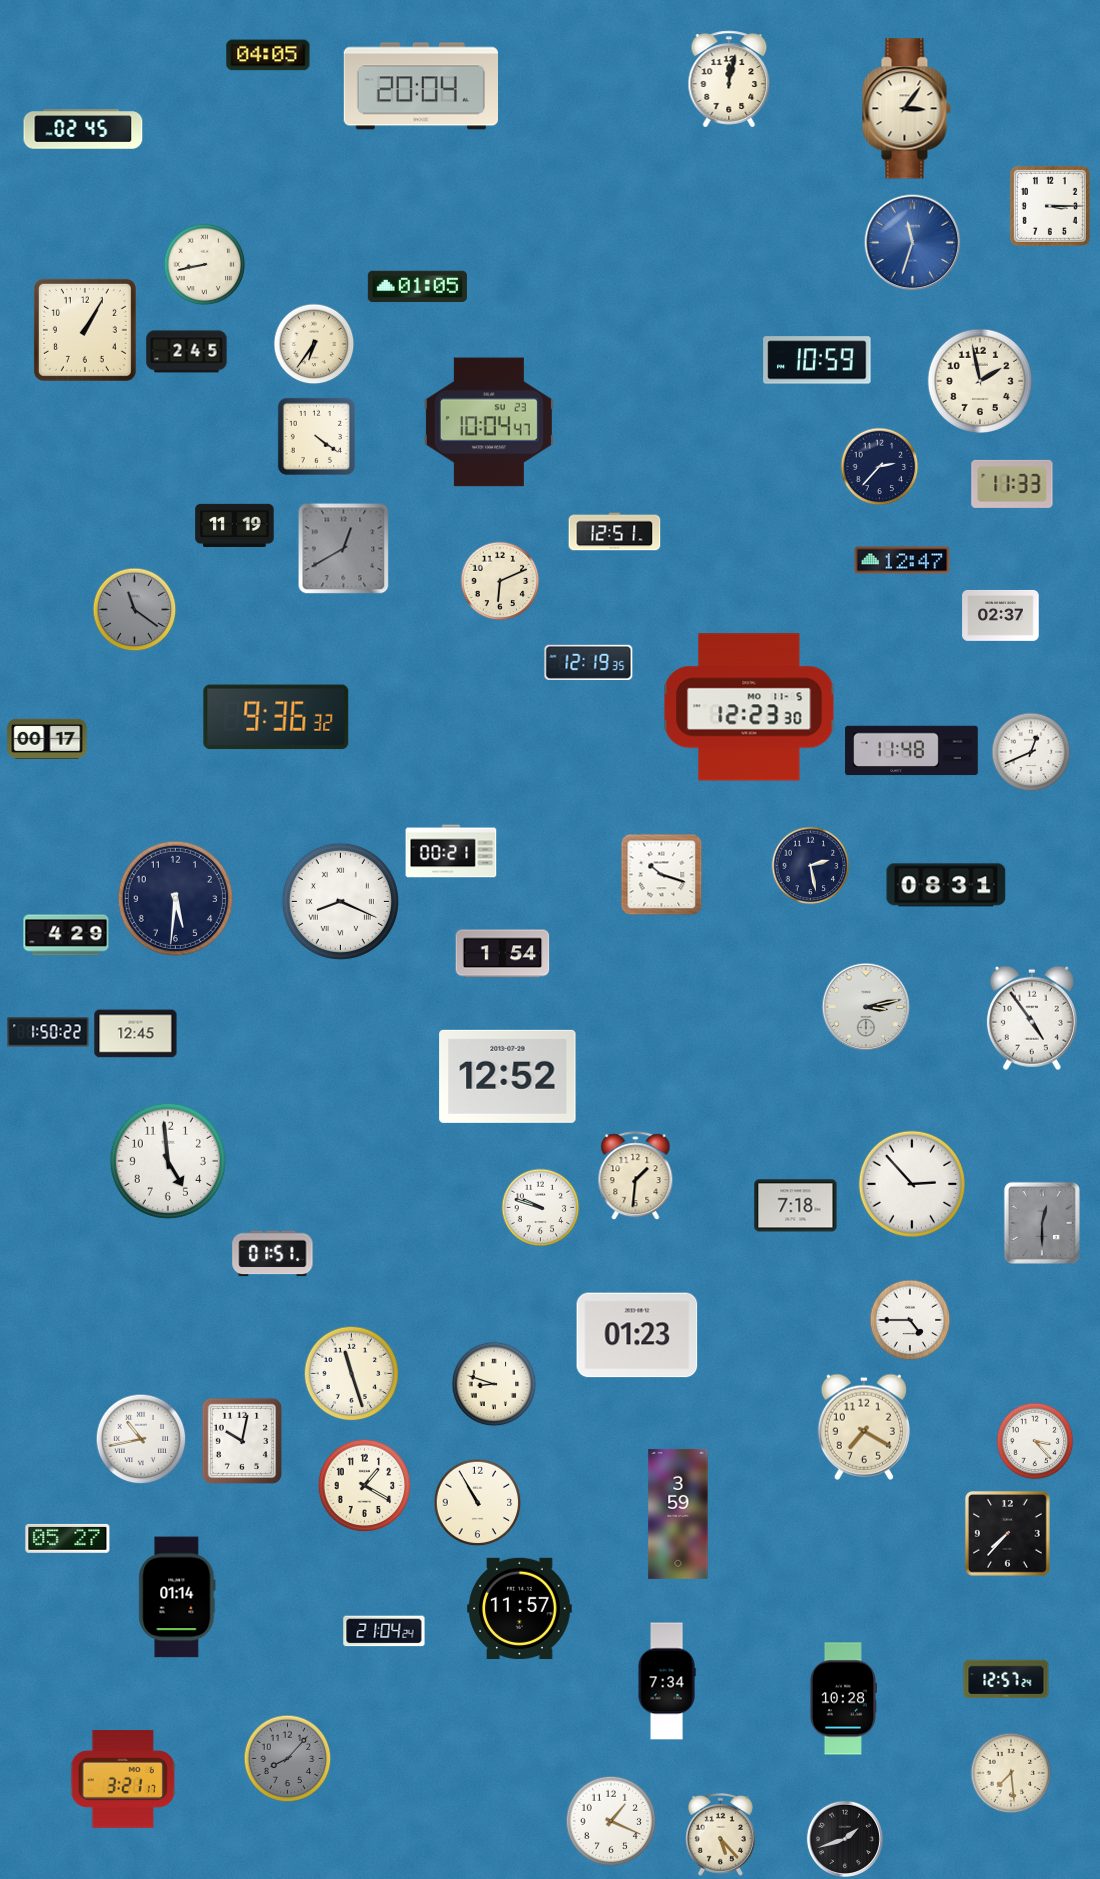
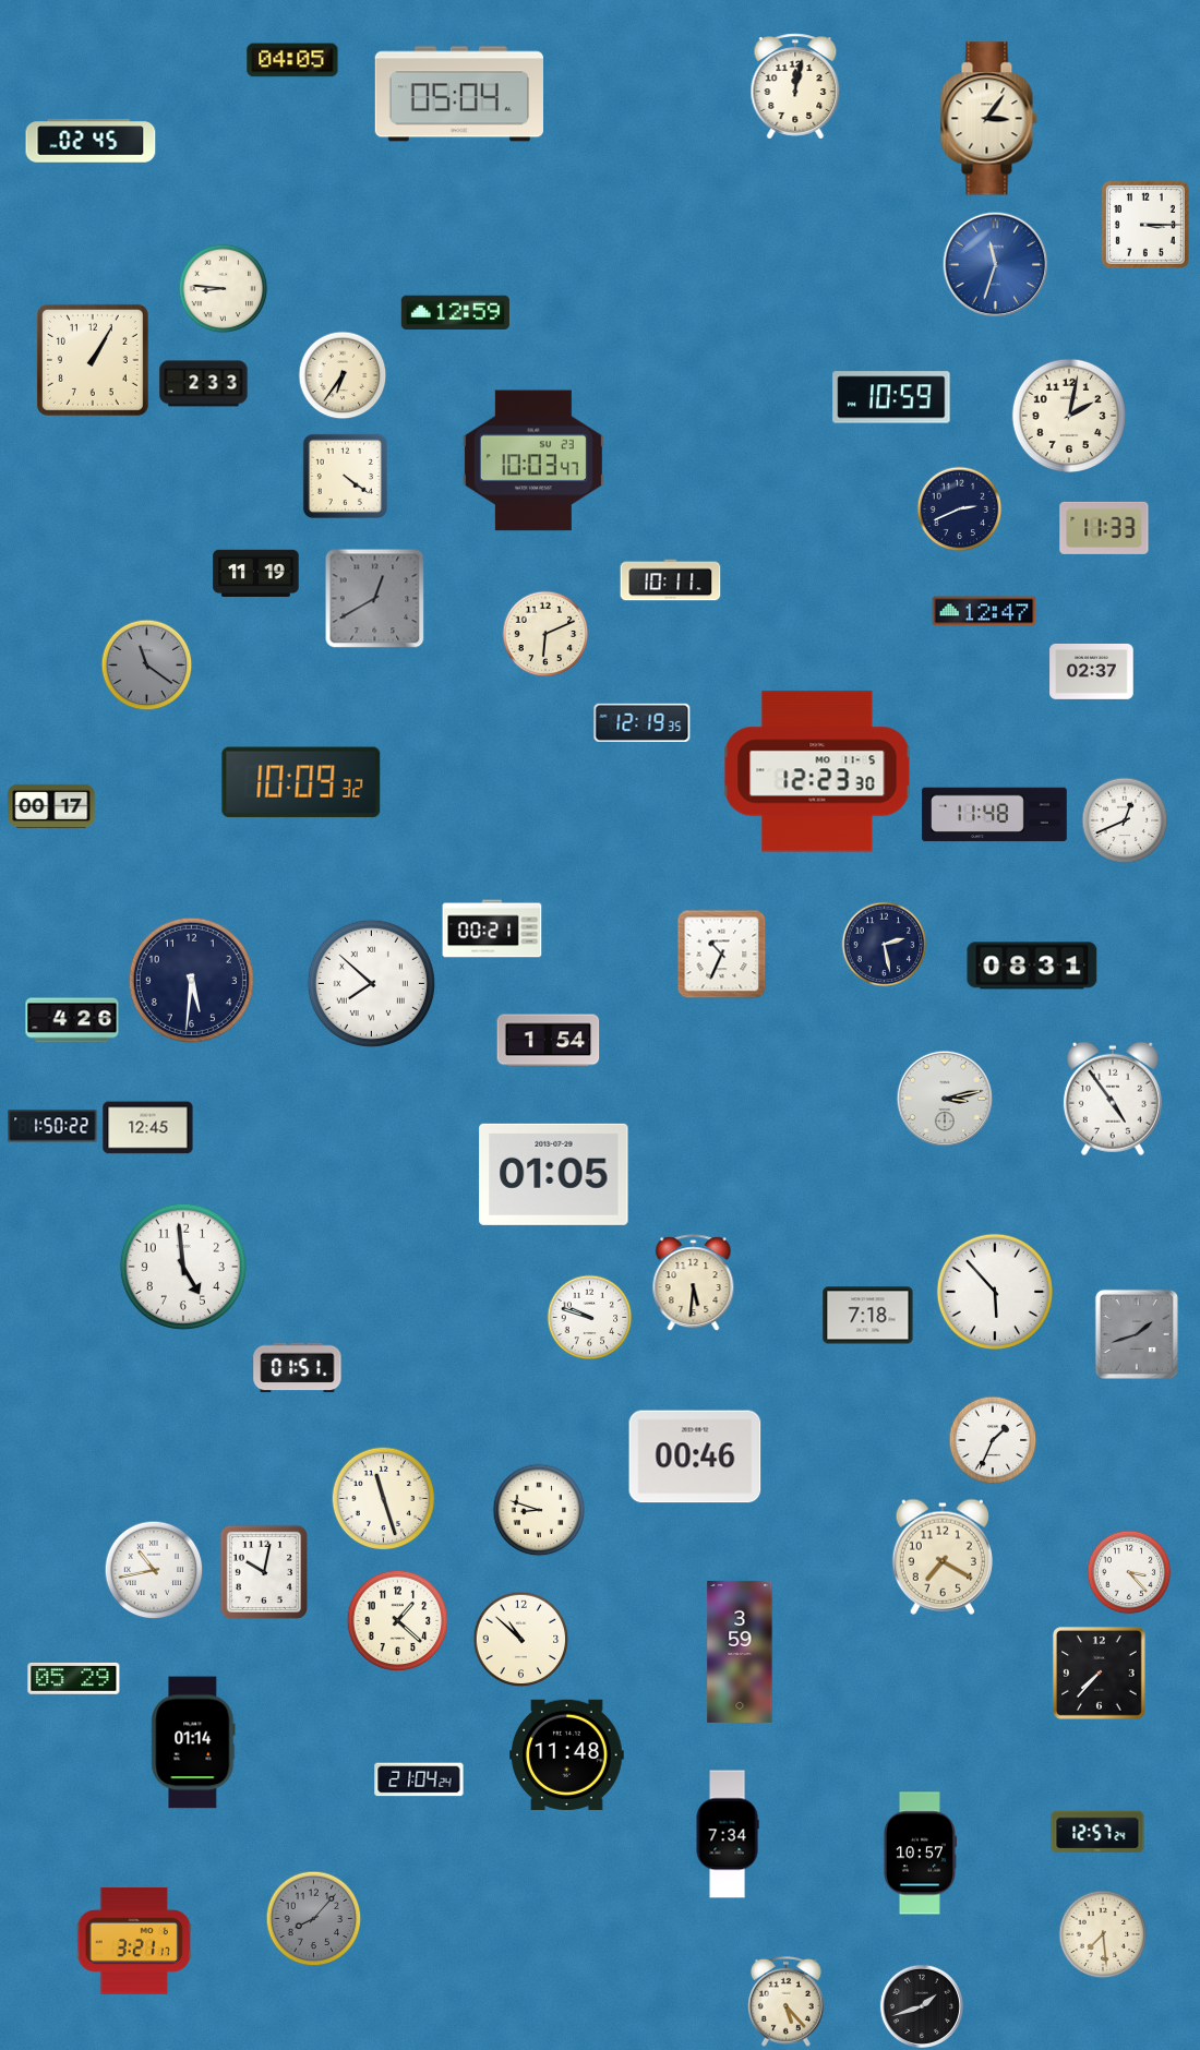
clock at (420, 86): 20:04 -> 05:04
clock at (205, 265): 8:43 -> 8:46
clock at (417, 287): 01:05 -> 12:59
clock at (187, 352): 2:45 -> 2:33
clock at (817, 360) position: (817, 360) -> (891, 397)
clock at (979, 380): 1:58 -> 2:02
clock at (489, 422): 10:04 -> 10:03
clock at (880, 467): 2:37 -> 2:41
clock at (615, 532): 12:51 -> 10:11
clock at (276, 717): 9:36 -> 10:09
clock at (912, 751) position: (912, 751) -> (995, 815)
clock at (662, 875): 10:18 -> 10:34
clock at (340, 901): 8:19 -> 7:52
clock at (66, 935): 4:29 -> 4:26
clock at (1032, 1018) position: (1032, 1018) -> (1113, 1099)
clock at (508, 1076): 12:52 -> 01:05
clock at (636, 1176): 1:31 -> 5:31
clock at (911, 1183): 2:53 -> 5:53
clock at (1042, 1223): 12:30 -> 1:42
clock at (910, 1320): 4:45 -> 1:34
clock at (637, 1335): 01:23 -> 00:46
clock at (365, 1486): 1:20 -> 1:22
clock at (478, 1503): 10:55 -> 10:52
clock at (68, 1538): 05:27 -> 05:29
clock at (520, 1609): 11:57 -> 11:48
clock at (843, 1699): 10:28 -> 10:57
clock at (611, 1821): 1:19 -> none
